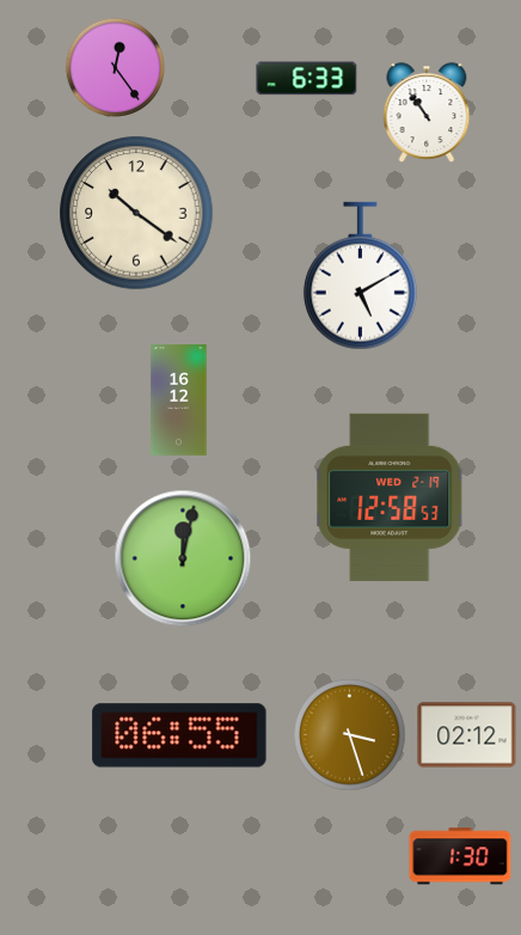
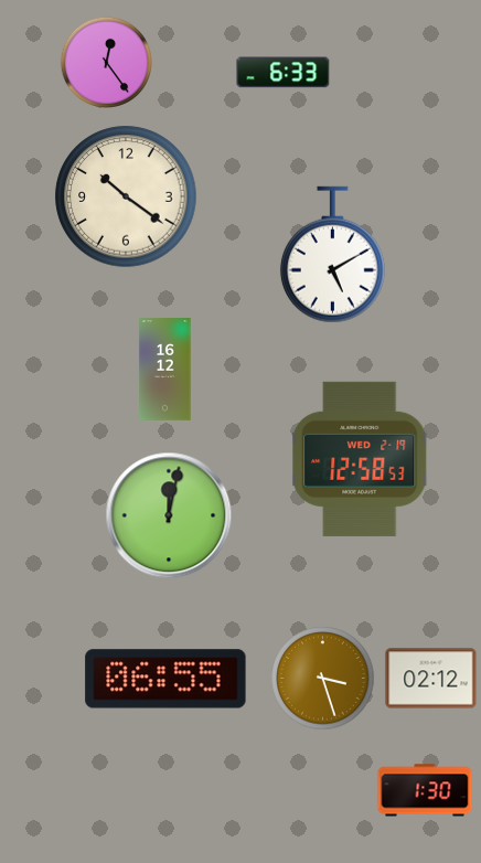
clock at (427, 112): 10:54 -> none
